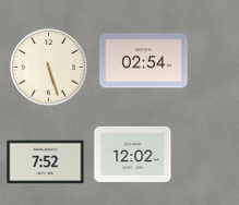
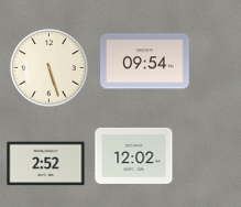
clock at (144, 61): 02:54 -> 09:54
clock at (46, 162): 7:52 -> 2:52
